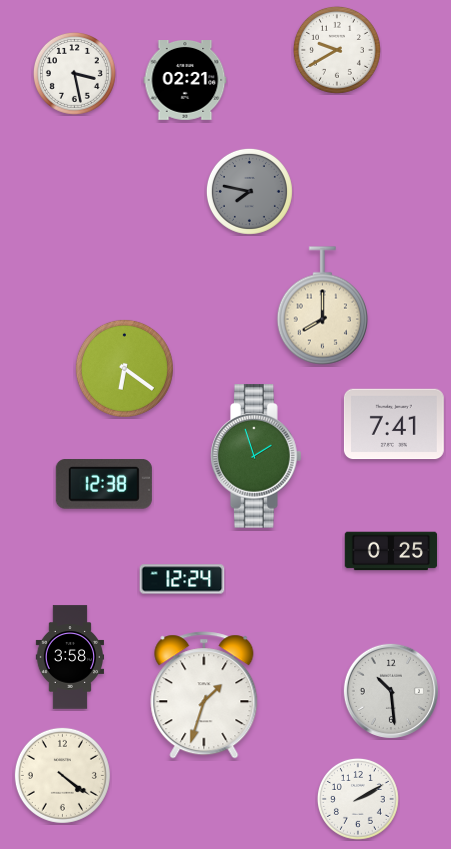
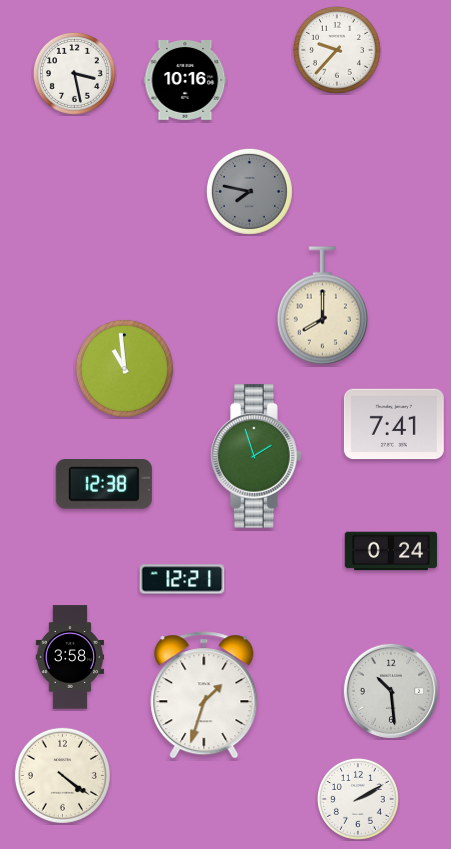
clock at (337, 50): 9:40 -> 9:37
clock at (185, 81): 02:21 -> 10:16
clock at (124, 368): 6:21 -> 10:59
clock at (391, 551): 0:25 -> 0:24
clock at (182, 579): 12:24 -> 12:21
